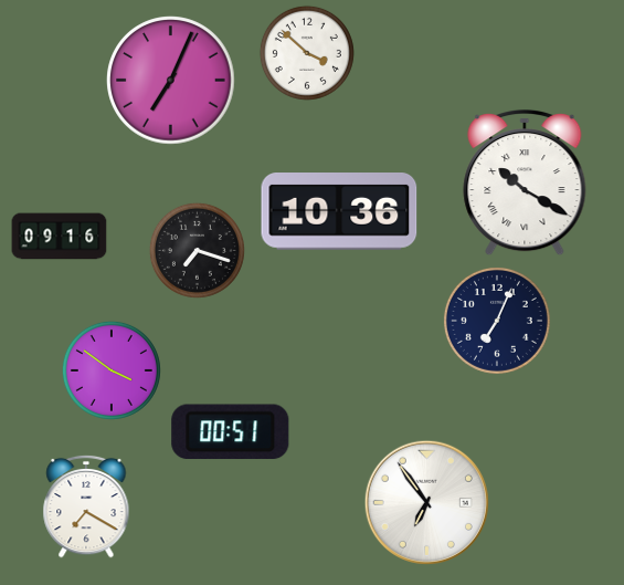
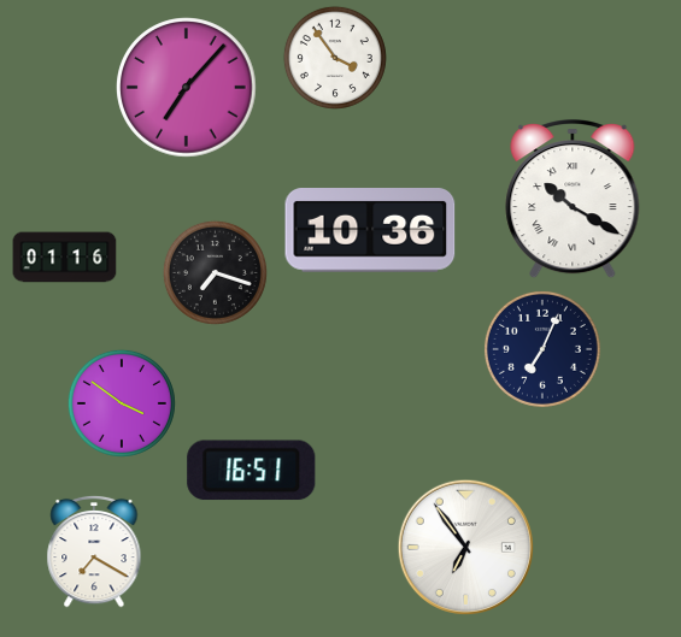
clock at (307, 53): 3:52 -> 3:54
clock at (171, 81): 7:04 -> 7:07
clock at (60, 237): 09:16 -> 01:16
clock at (231, 432): 00:51 -> 16:51
